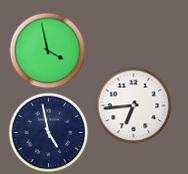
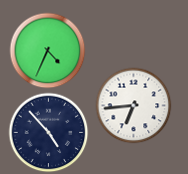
clock at (48, 51): 3:58 -> 4:34
clock at (49, 133): 4:58 -> 4:53
